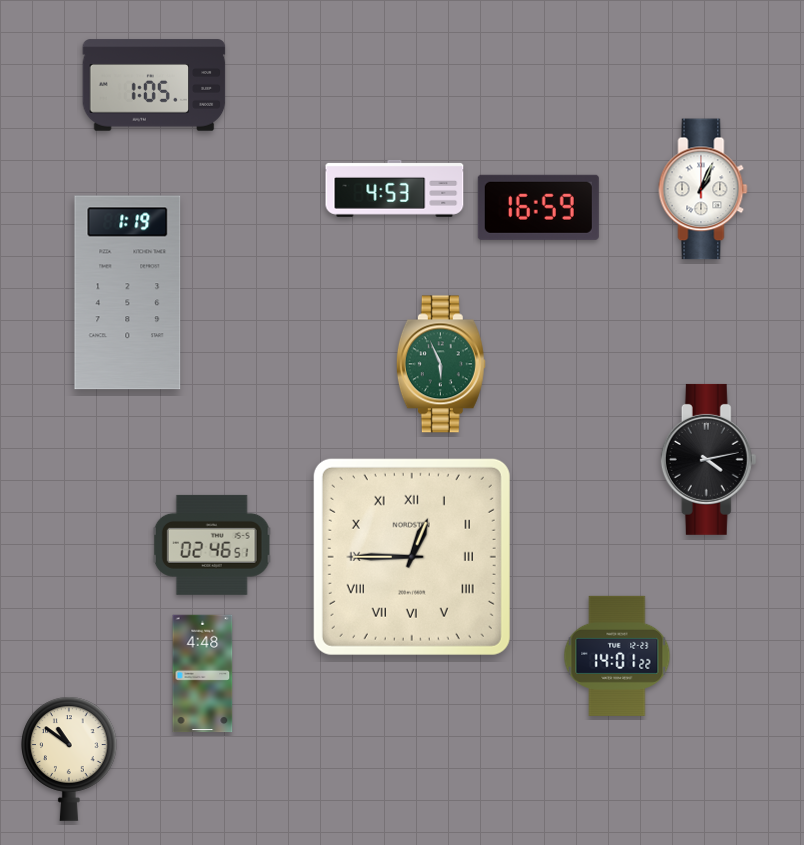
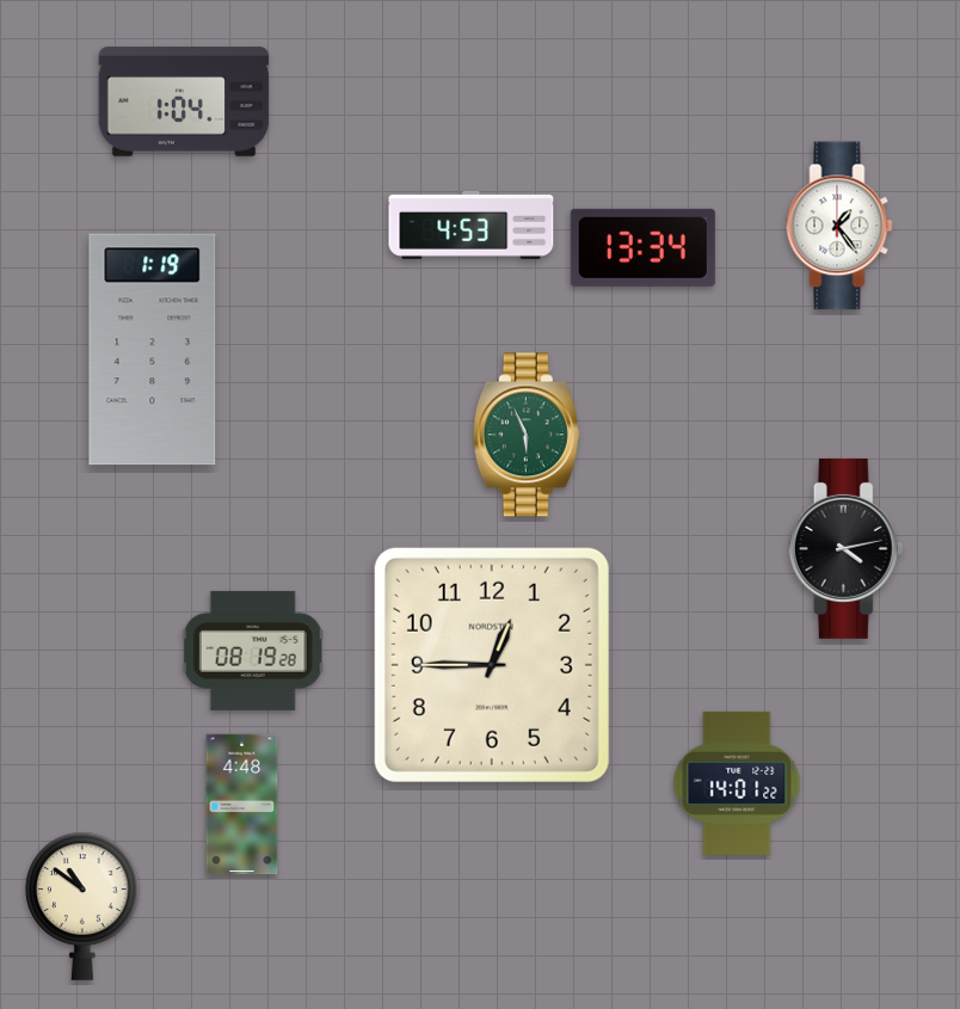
clock at (154, 85): 1:05 -> 1:04
clock at (703, 189): 1:04 -> 1:24
clock at (538, 207): 16:59 -> 13:34
clock at (212, 545): 02:46 -> 08:19
clock at (412, 557) numerals: Roman -> Arabic
